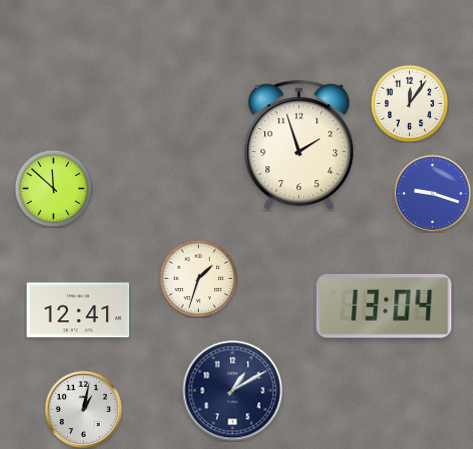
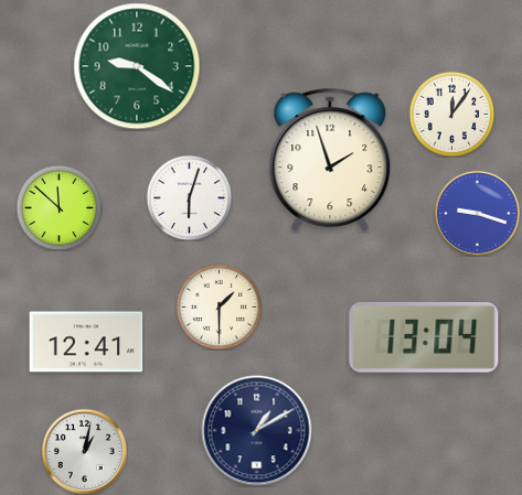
clock at (137, 66): none -> 9:21
clock at (189, 197): none -> 6:03
clock at (198, 278): 1:33 -> 1:30
clock at (83, 409) position: (83, 409) -> (84, 451)
